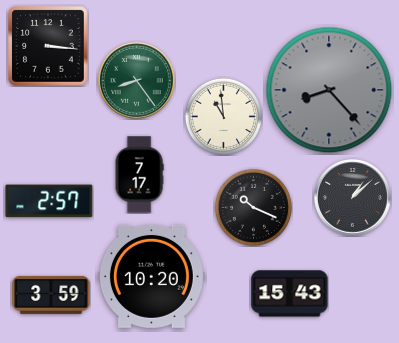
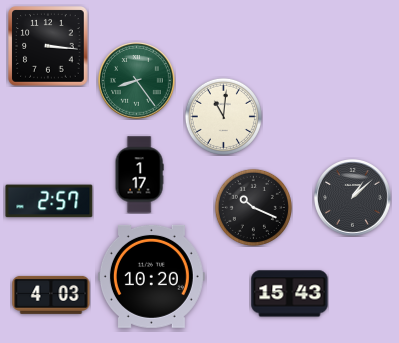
clock at (329, 90): 8:23 -> none
clock at (223, 116): 10:59 -> 11:01
clock at (139, 175): 7:17 -> 1:17
clock at (51, 295): 3:59 -> 4:03
